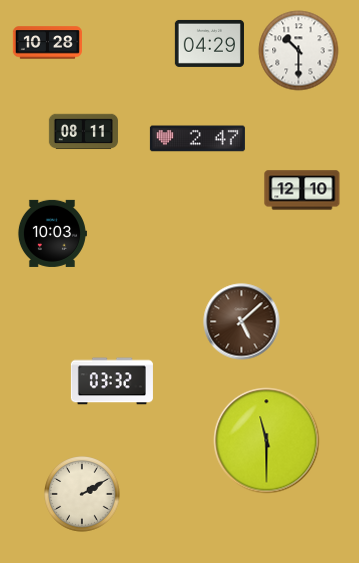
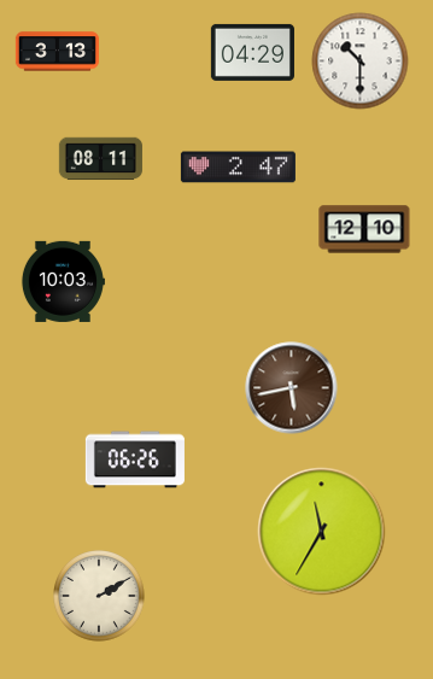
clock at (47, 43): 10:28 -> 3:13
clock at (242, 322): 5:08 -> 5:43
clock at (112, 381): 03:32 -> 06:26
clock at (267, 441): 11:30 -> 11:35
